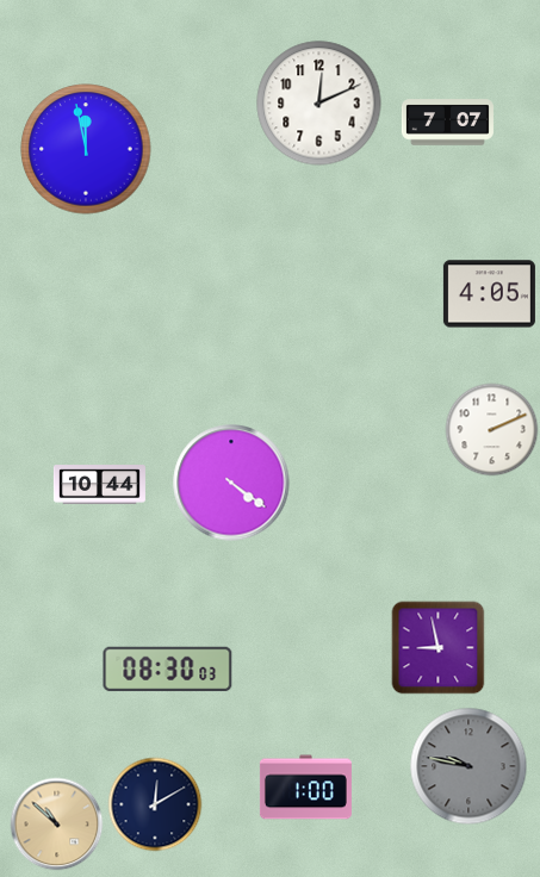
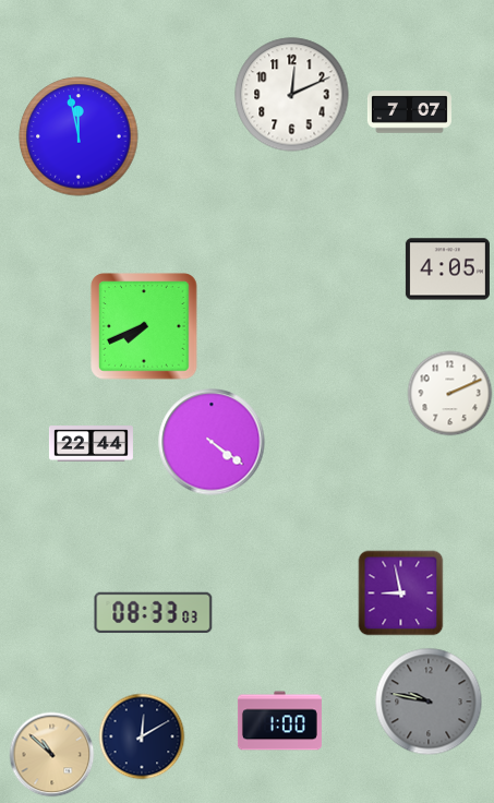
clock at (144, 326): none -> 7:41
clock at (99, 485): 10:44 -> 22:44
clock at (168, 670): 08:30 -> 08:33
